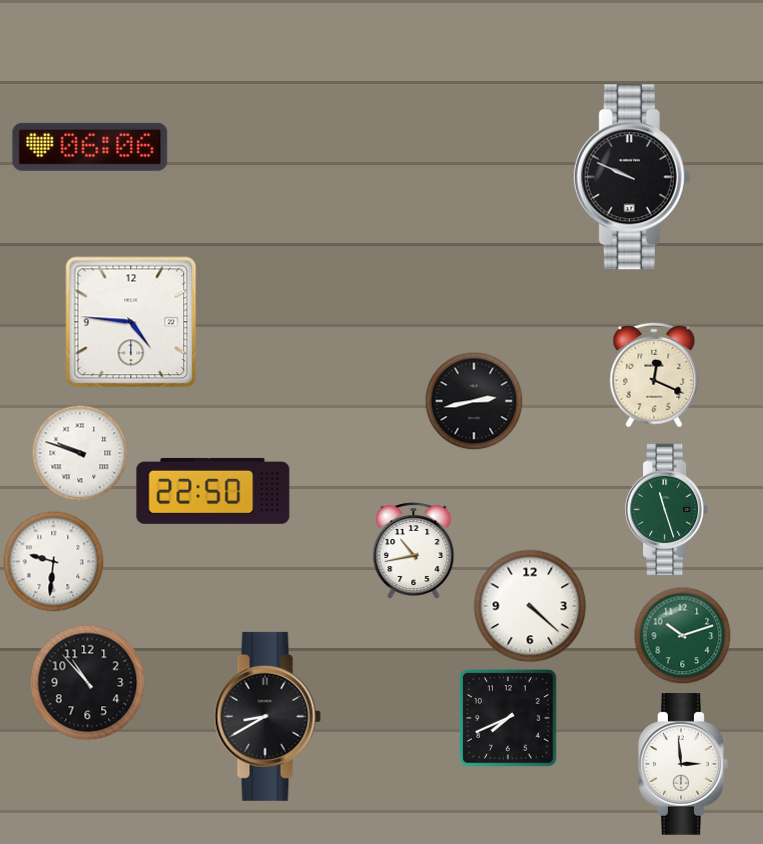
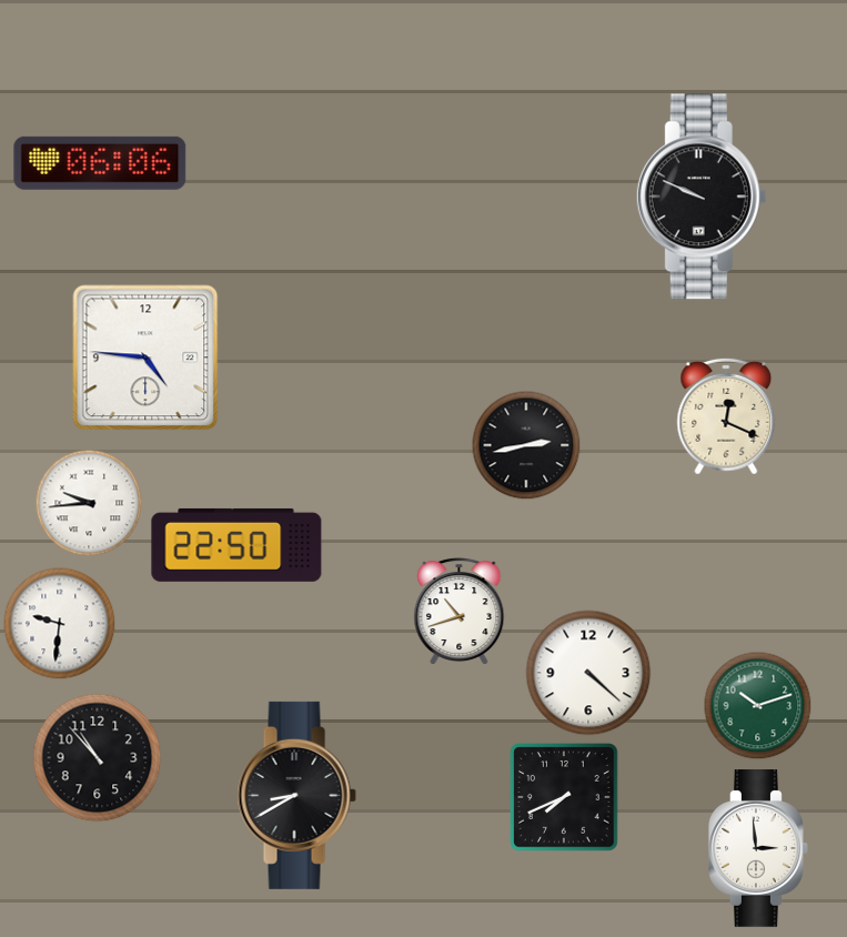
clock at (80, 453): 9:48 -> 9:44
clock at (667, 510): 11:27 -> none
clock at (414, 551): 10:43 -> 10:42
